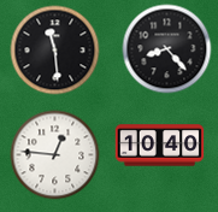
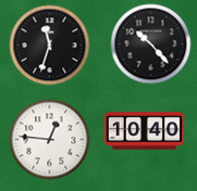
clock at (167, 49): 8:23 -> 10:23
clock at (55, 51): 11:29 -> 11:33
